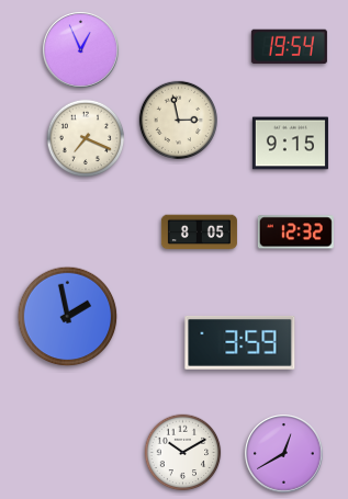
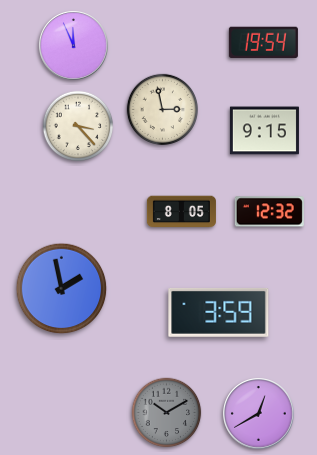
clock at (81, 50): 12:56 -> 11:56
clock at (86, 138): 7:19 -> 3:23
clock at (183, 453) dial: white -> grey
